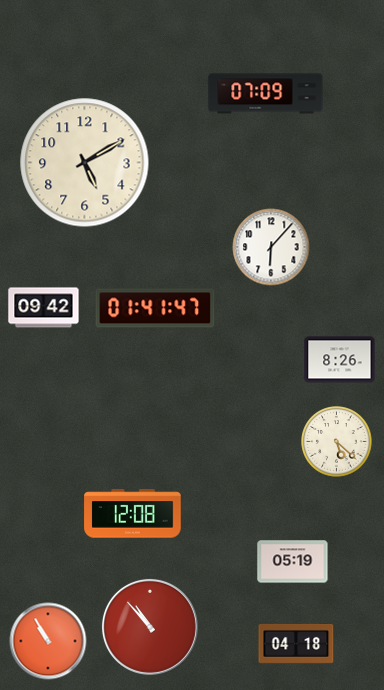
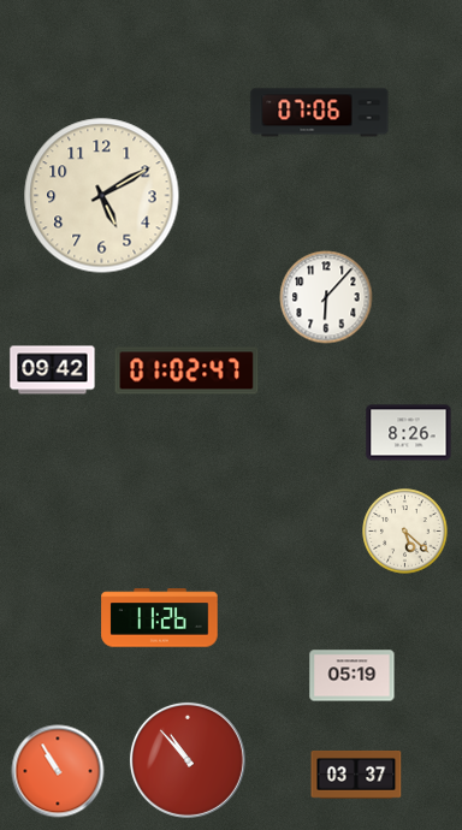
clock at (266, 94): 07:09 -> 07:06
clock at (155, 308): 01:41 -> 01:02
clock at (133, 514): 12:08 -> 11:26
clock at (150, 627) position: (150, 627) -> (188, 760)
clock at (296, 644): 04:18 -> 03:37
